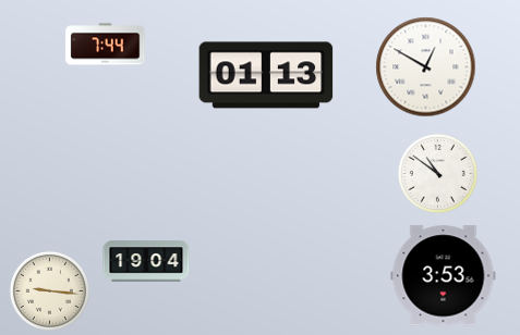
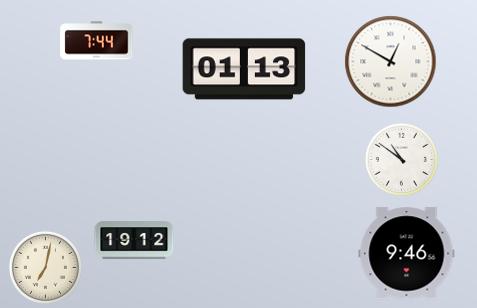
clock at (146, 261): 19:04 -> 19:12
clock at (444, 276): 3:53 -> 9:46
clock at (49, 290): 9:16 -> 7:02
